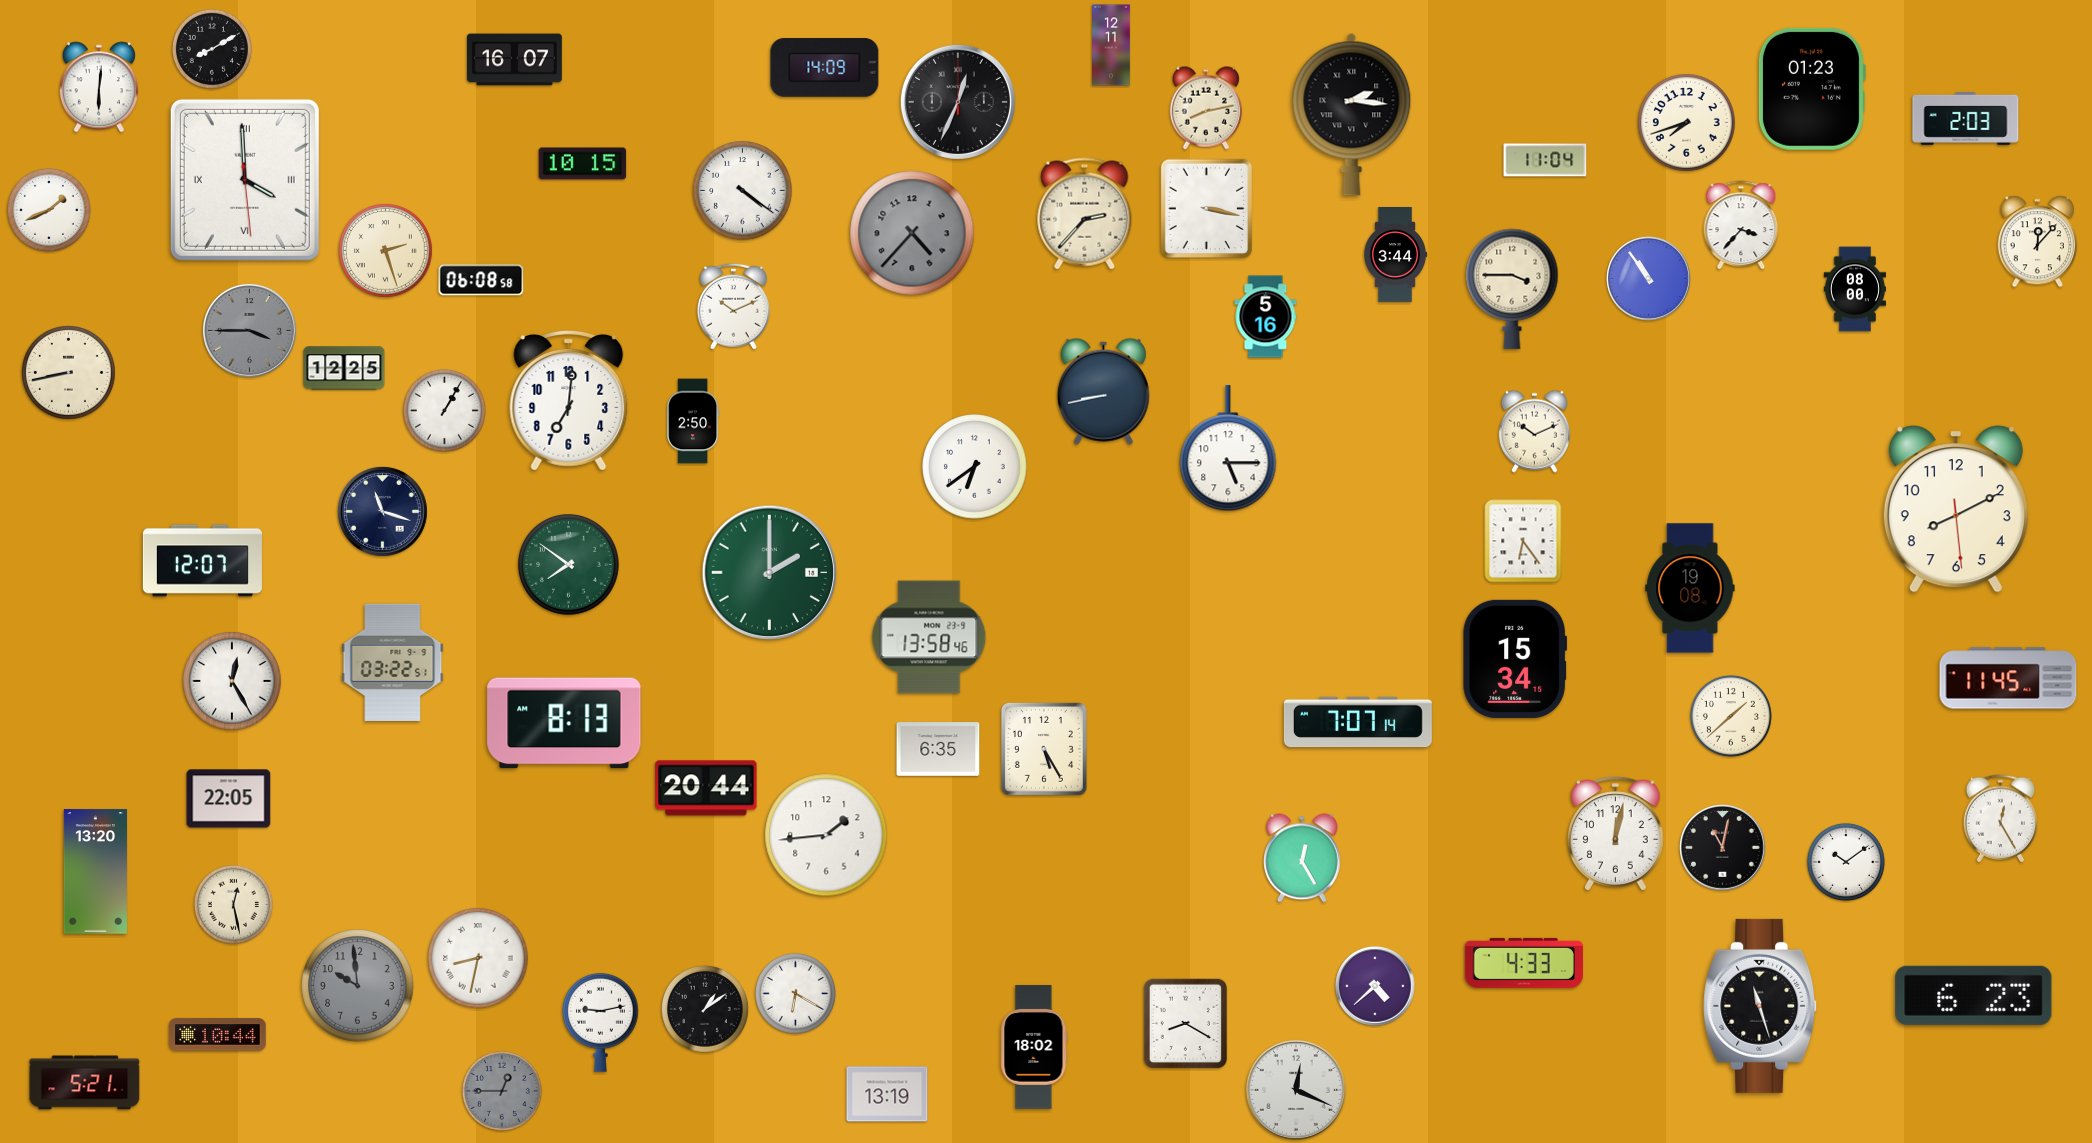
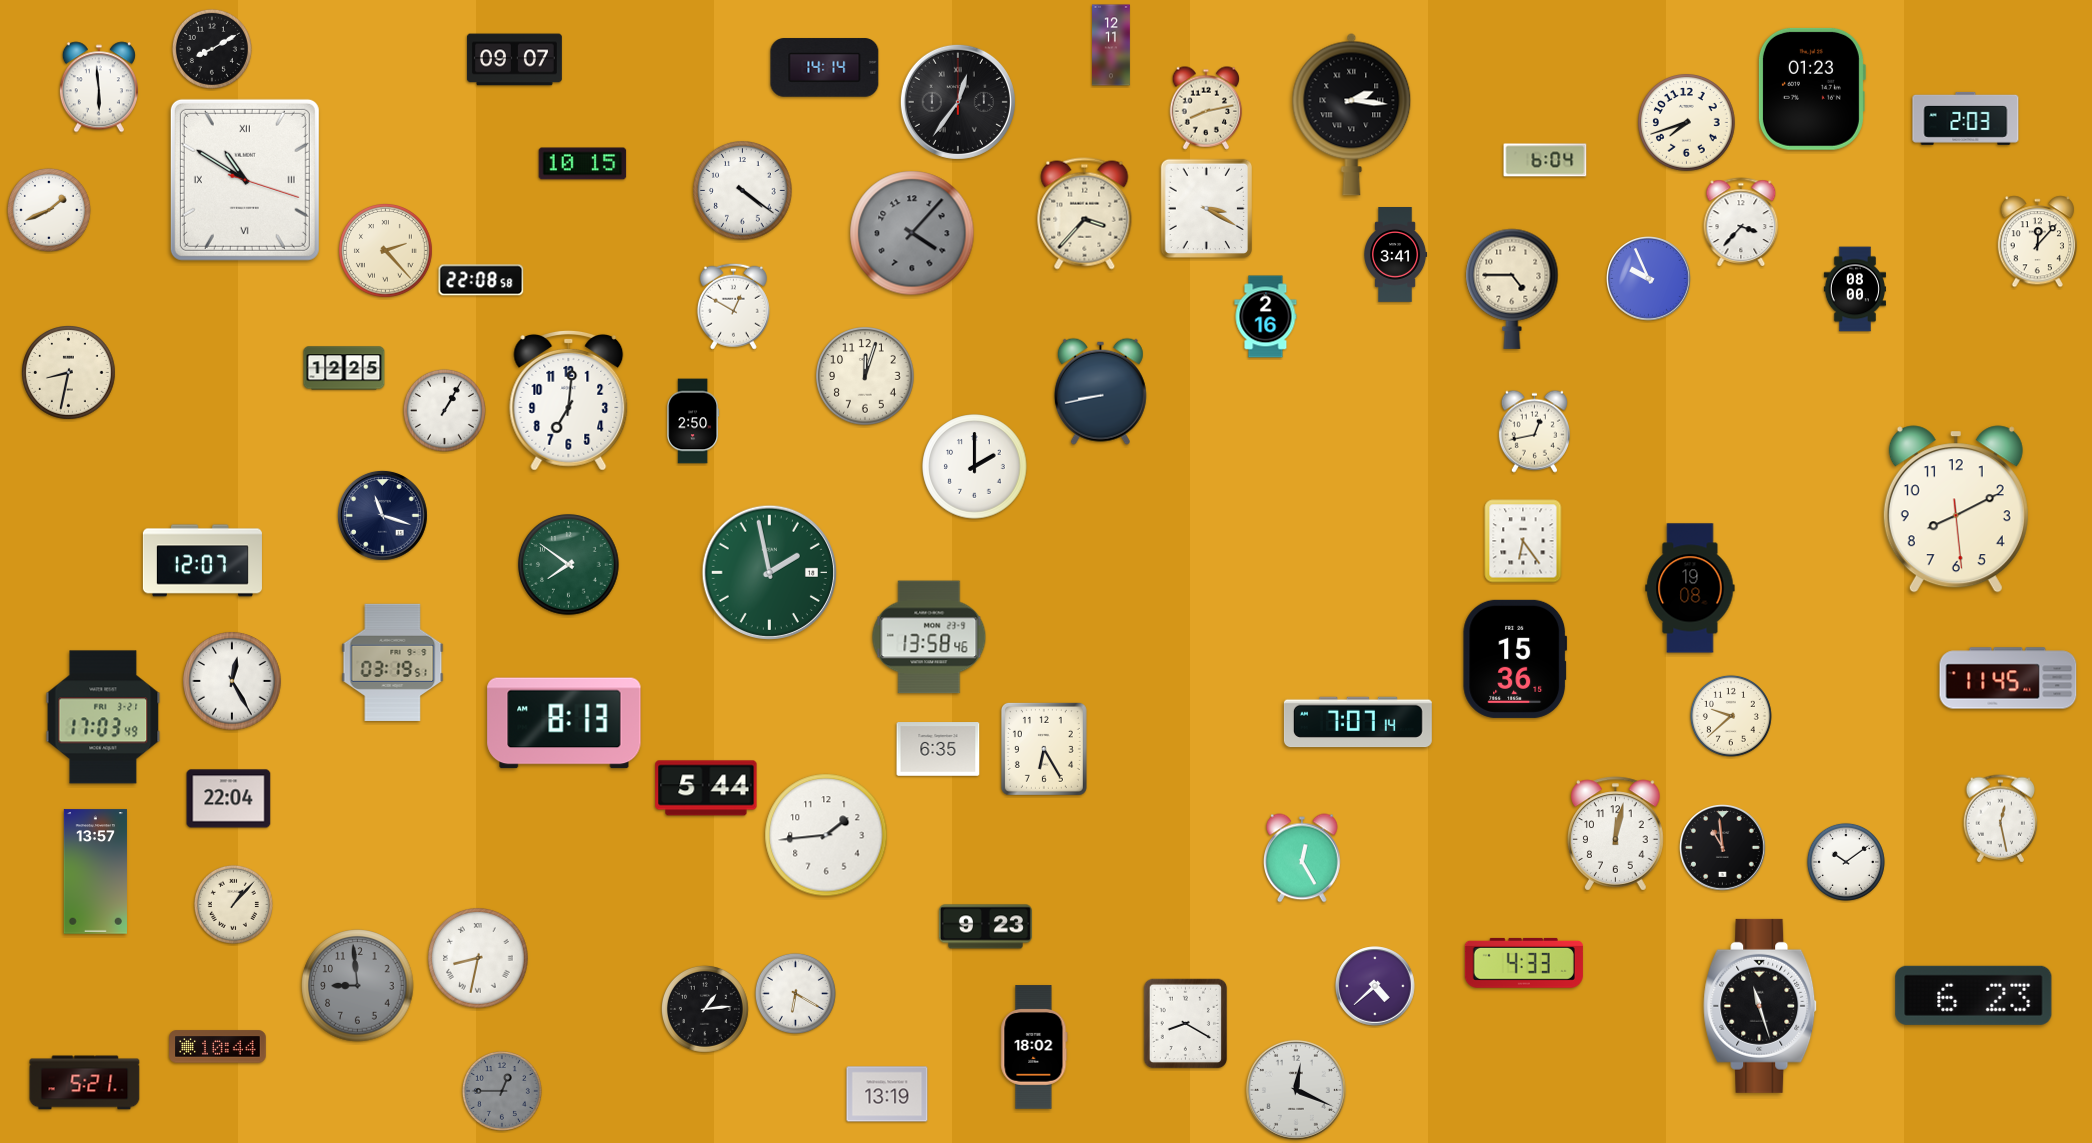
clock at (514, 60): 16:07 -> 09:07
clock at (825, 68): 14:09 -> 14:14
clock at (99, 87): 6:01 -> 5:59
clock at (958, 102): 12:34 -> 12:36
clock at (1545, 160): 11:04 -> 6:04
clock at (245, 180): 3:59 -> 10:50
clock at (1206, 209): 3:17 -> 3:20
clock at (1085, 214): 2:37 -> 3:37
clock at (1741, 225) position: (1741, 225) -> (1741, 222)
clock at (912, 233): 4:37 -> 4:07
clock at (386, 251): 2:27 -> 2:23
clock at (1396, 255): 3:44 -> 3:41
clock at (1649, 279): 10:54 -> 9:56
clock at (481, 280): 06:08 -> 22:08
clock at (1512, 289): 3:45 -> 4:45
clock at (733, 306): 10:11 -> 12:50
clock at (1266, 317): 5:16 -> 2:16
clock at (249, 330): 3:45 -> none
clock at (69, 373): 8:43 -> 8:32
clock at (865, 376): none -> 12:03
clock at (1103, 391) position: (1103, 391) -> (1100, 391)
clock at (1534, 431): 10:11 -> 12:43
clock at (1228, 449): 5:15 -> none
clock at (975, 467): 6:39 -> 2:00
clock at (382, 511) position: (382, 511) -> (382, 515)
clock at (769, 572): 2:00 -> 1:58
clock at (1515, 659): 15:34 -> 15:36
clock at (393, 662): 03:22 -> 03:19
clock at (1731, 716): 1:38 -> 9:38
clock at (103, 717): none -> 17:03
clock at (1044, 749): 5:25 -> 6:25
clock at (706, 788): 20:44 -> 5:44
clock at (229, 799): 22:05 -> 22:04
clock at (2000, 819): 12:25 -> 12:28
clock at (1723, 848): 11:02 -> 10:59
clock at (95, 872): 13:20 -> 13:57
clock at (233, 904): 12:28 -> 1:07
clock at (985, 927): none -> 9:23
clock at (358, 986): 9:59 -> 8:59
clock at (705, 1009): 1:09 -> 1:14
clock at (601, 1022): 9:13 -> none
clock at (218, 1035) position: (218, 1035) -> (218, 1047)
